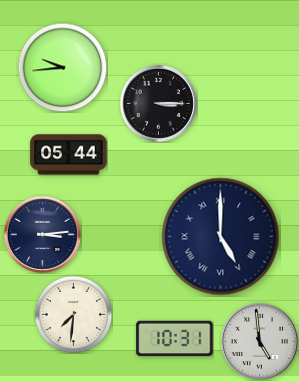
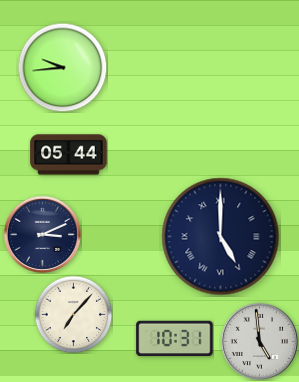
clock at (158, 103): 3:15 -> none
clock at (42, 234): 3:14 -> 3:11
clock at (73, 314): 7:31 -> 7:07
